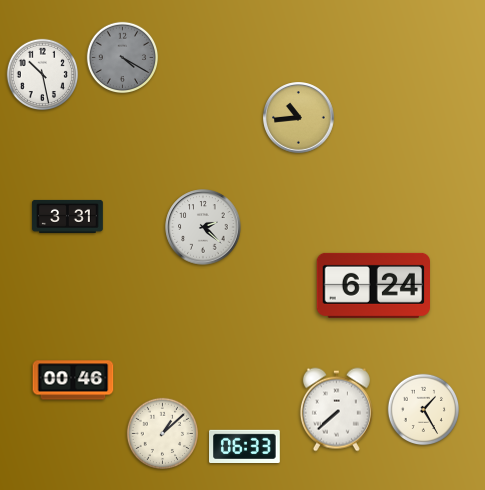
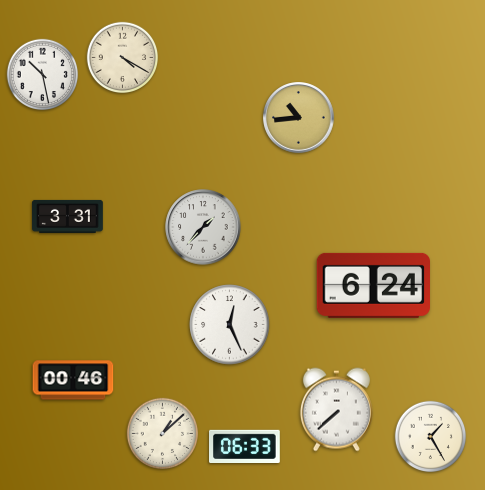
clock at (123, 58) dial: grey -> cream
clock at (203, 227): 2:22 -> 1:37
clock at (230, 325): none -> 12:26
clock at (424, 410) position: (424, 410) -> (431, 437)
